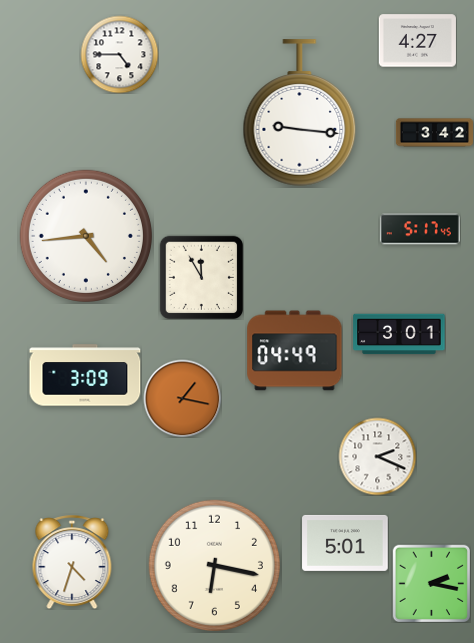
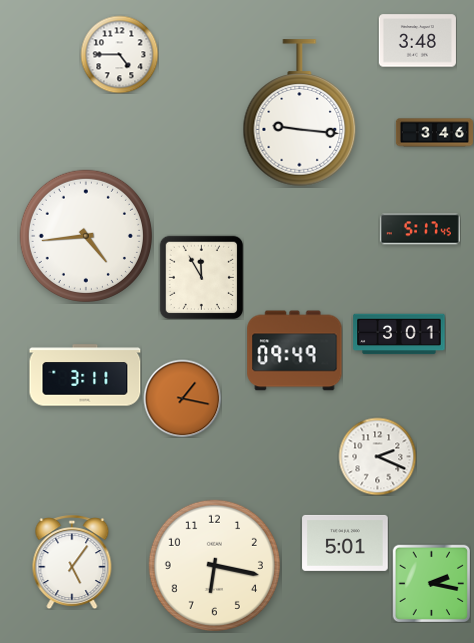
clock at (417, 41): 4:27 -> 3:48
clock at (434, 133): 3:42 -> 3:46
clock at (295, 351): 04:49 -> 09:49
clock at (85, 375): 3:09 -> 3:11
clock at (72, 562): 4:33 -> 5:06
